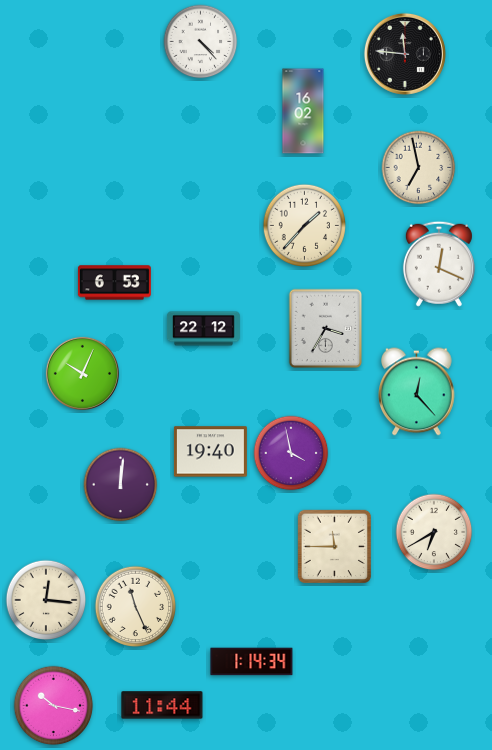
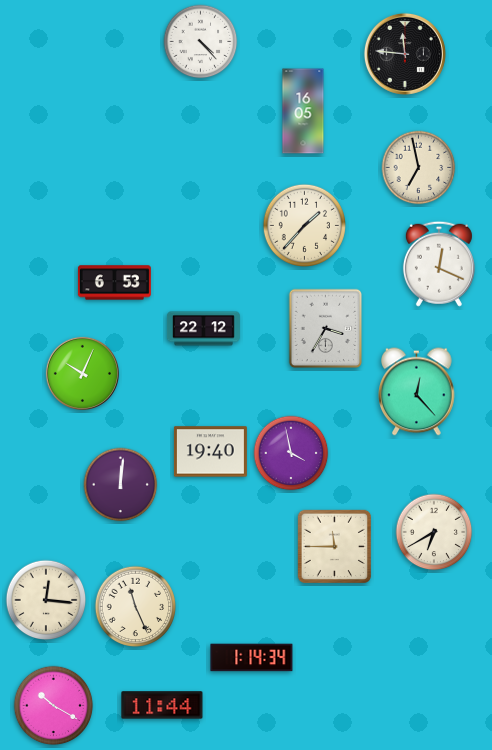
clock at (303, 111): 16:02 -> 16:05
clock at (252, 662) position: (252, 662) -> (252, 658)
clock at (54, 706): 10:17 -> 10:20
